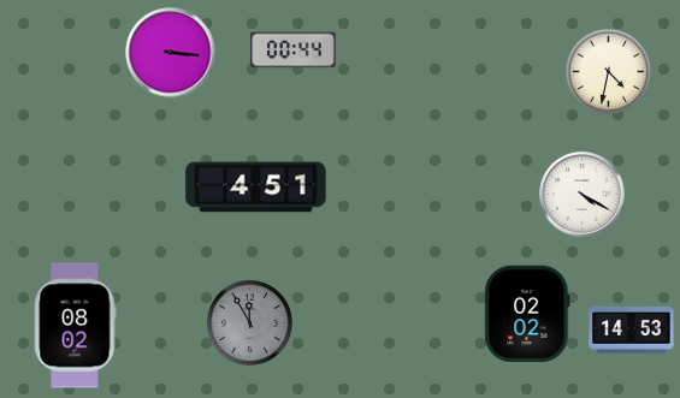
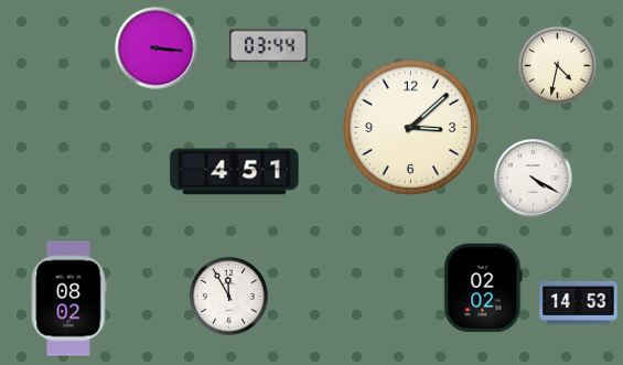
clock at (294, 51): 00:44 -> 03:44
clock at (411, 128): none -> 3:08
clock at (249, 322) dial: grey -> white
